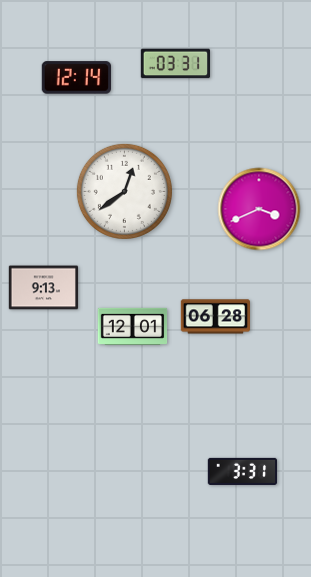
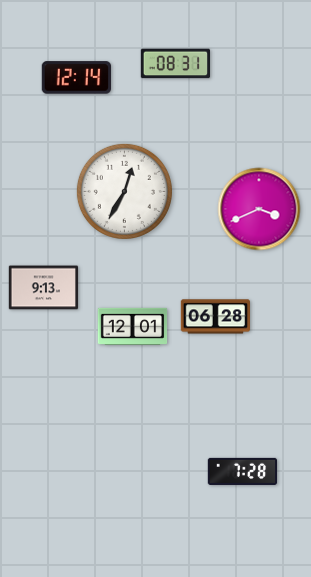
clock at (175, 64): 03:31 -> 08:31
clock at (124, 191): 12:39 -> 12:35
clock at (243, 471): 3:31 -> 7:28
